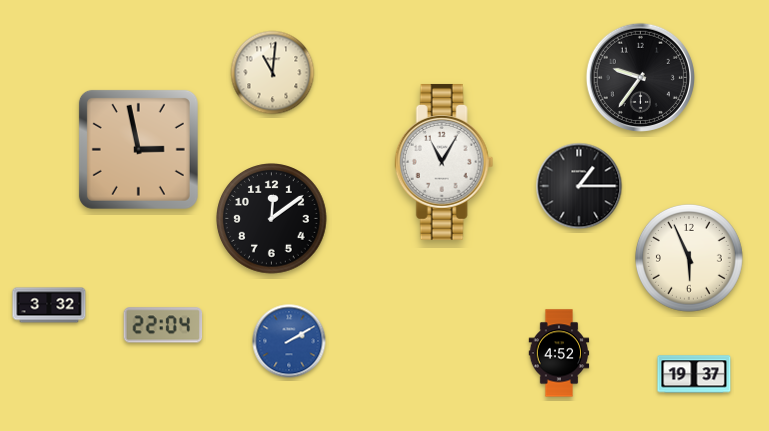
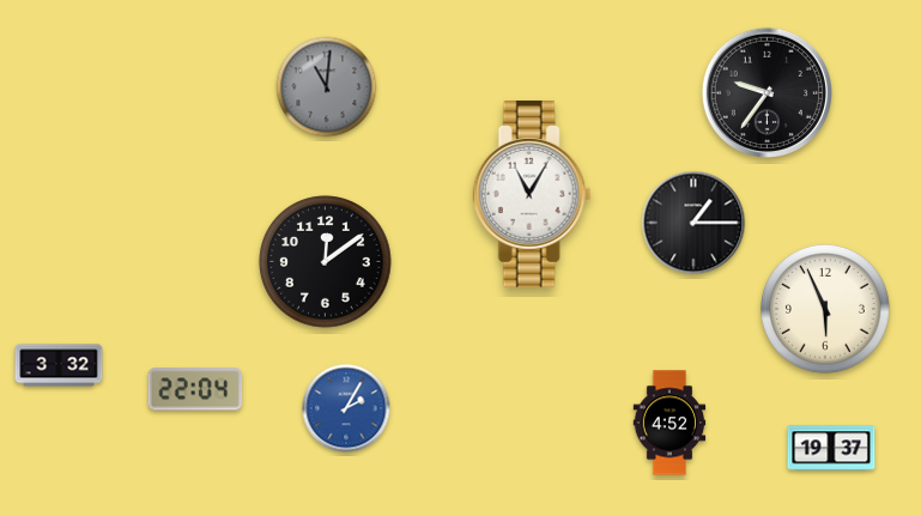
clock at (273, 73) dial: cream -> grey
clock at (138, 149): 2:58 -> none
clock at (289, 341): 2:10 -> 2:05
